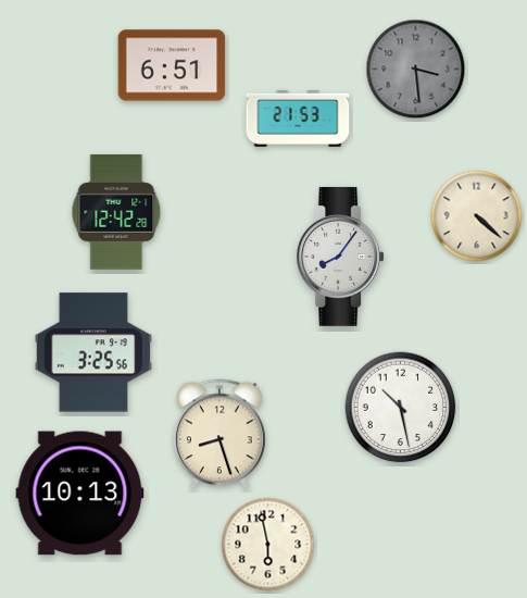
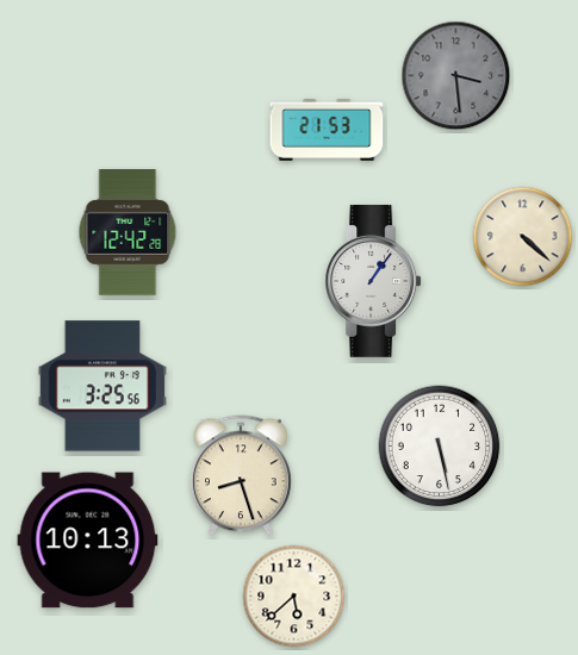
clock at (172, 65): 6:51 -> none
clock at (340, 257): 8:06 -> 1:06
clock at (401, 408): 10:28 -> 5:28
clock at (268, 545): 5:58 -> 5:38
